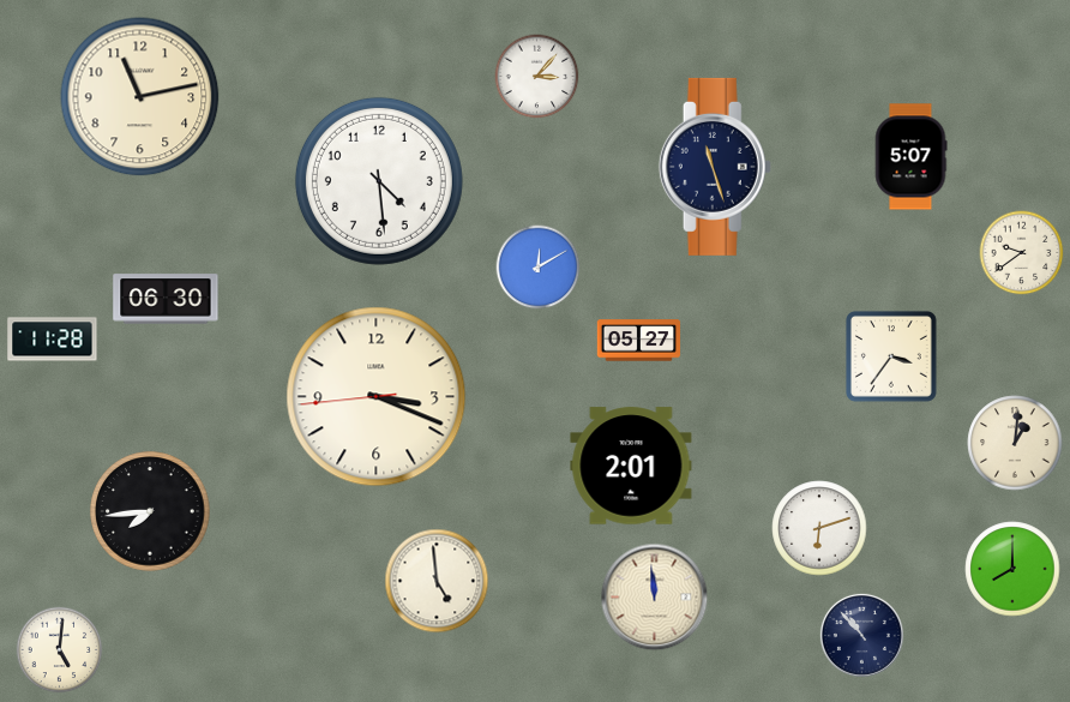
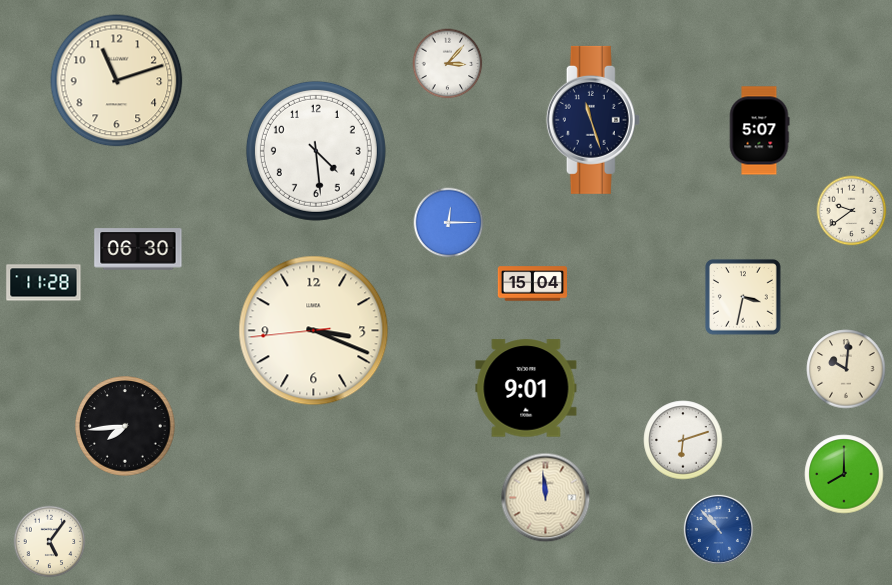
clock at (140, 97): 11:13 -> 11:12
clock at (715, 167) position: (715, 167) -> (593, 120)
clock at (539, 268): 12:10 -> 12:15
clock at (639, 341): 05:27 -> 15:04
clock at (891, 356): 3:36 -> 3:32
clock at (1015, 443): 1:01 -> 10:01
clock at (631, 466): 2:01 -> 9:01
clock at (437, 581): 4:59 -> none
clock at (861, 635) dial: navy -> blue
clock at (60, 650): 5:01 -> 5:06
